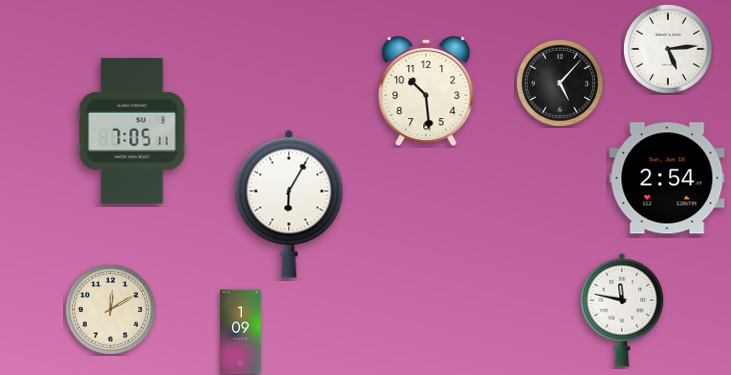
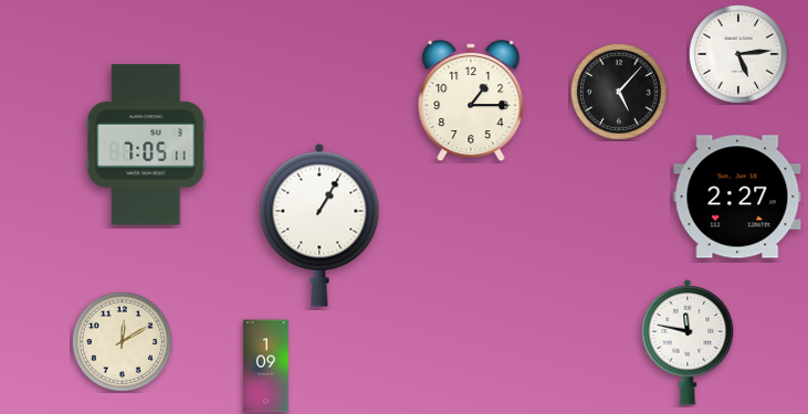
clock at (426, 91): 10:29 -> 1:15
clock at (667, 178): 2:54 -> 2:27
clock at (289, 204): 6:05 -> 1:05
